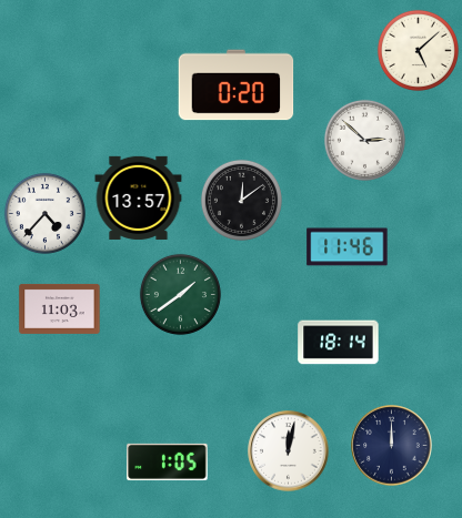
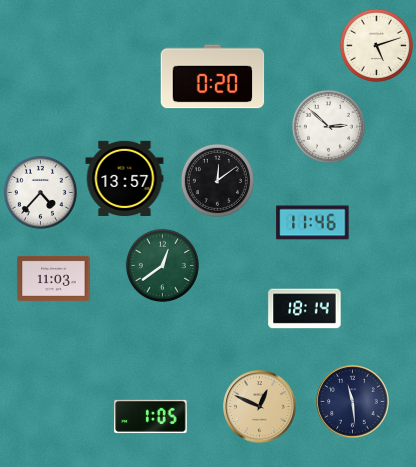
clock at (418, 50): 5:08 -> 5:12
clock at (180, 294): 1:39 -> 12:39
clock at (392, 446): 12:00 -> 11:29
clock at (289, 451): 12:02 -> 12:49
clock at (289, 451) dial: white -> champagne
